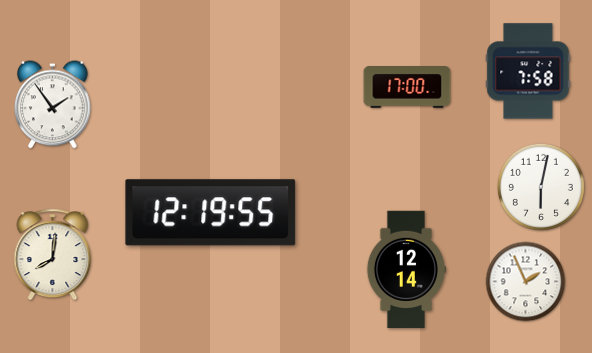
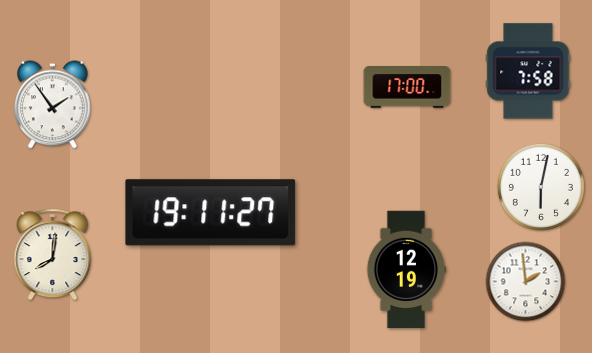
clock at (211, 213): 12:19 -> 19:11
clock at (405, 270): 12:14 -> 12:19
clock at (526, 282): 1:56 -> 1:59
